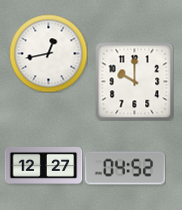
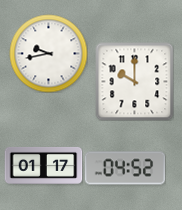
clock at (48, 53): 12:43 -> 9:43
clock at (43, 165): 12:27 -> 01:17
